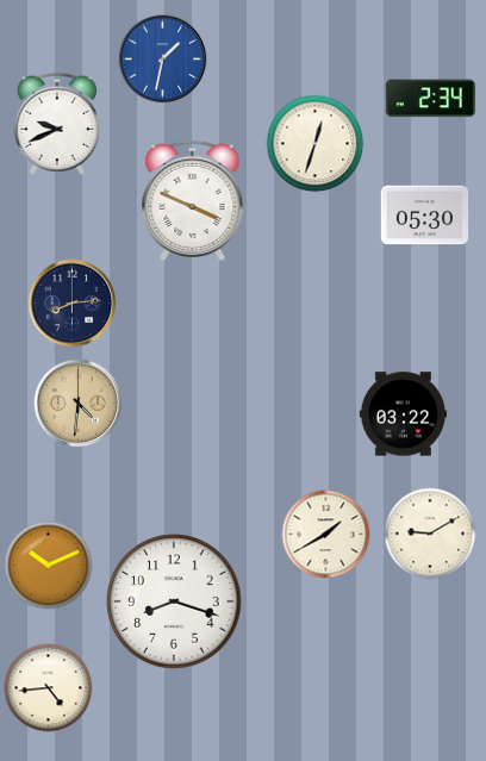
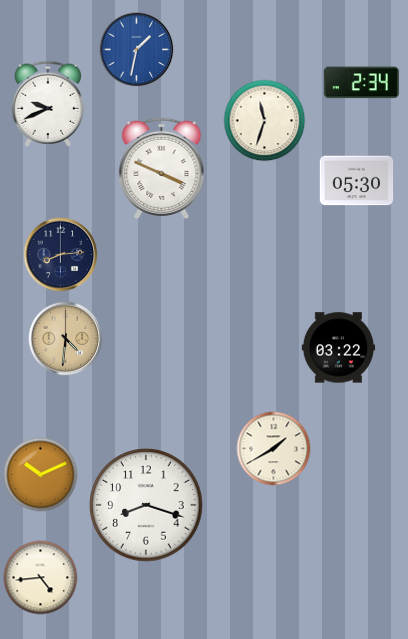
clock at (316, 144): 12:33 -> 11:33
clock at (430, 534): 9:10 -> none
